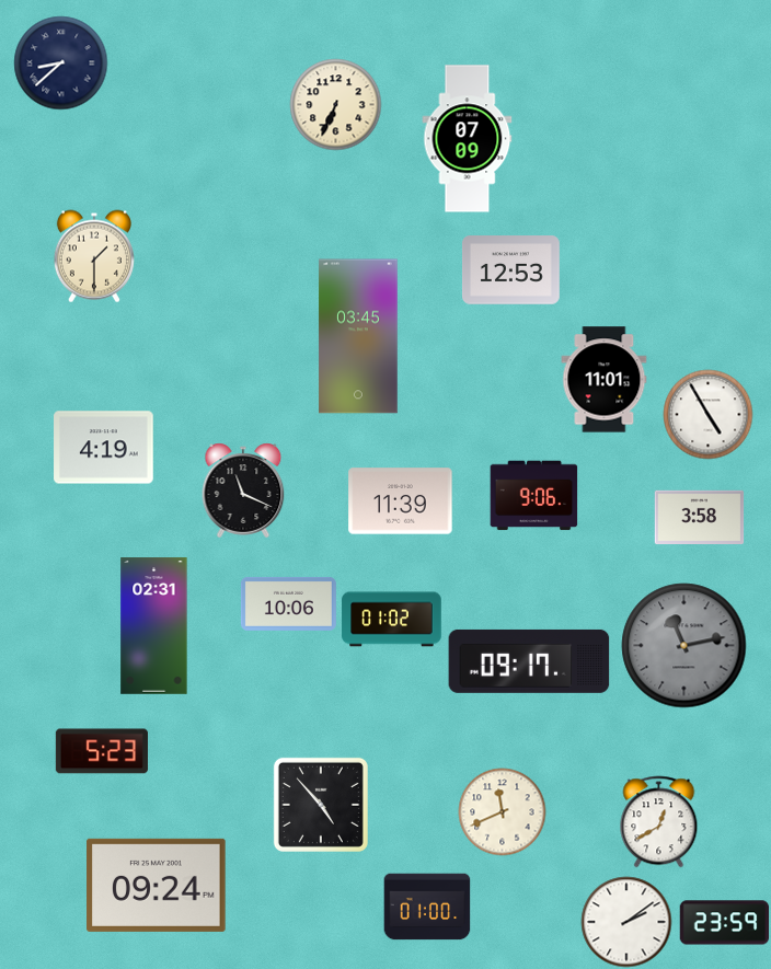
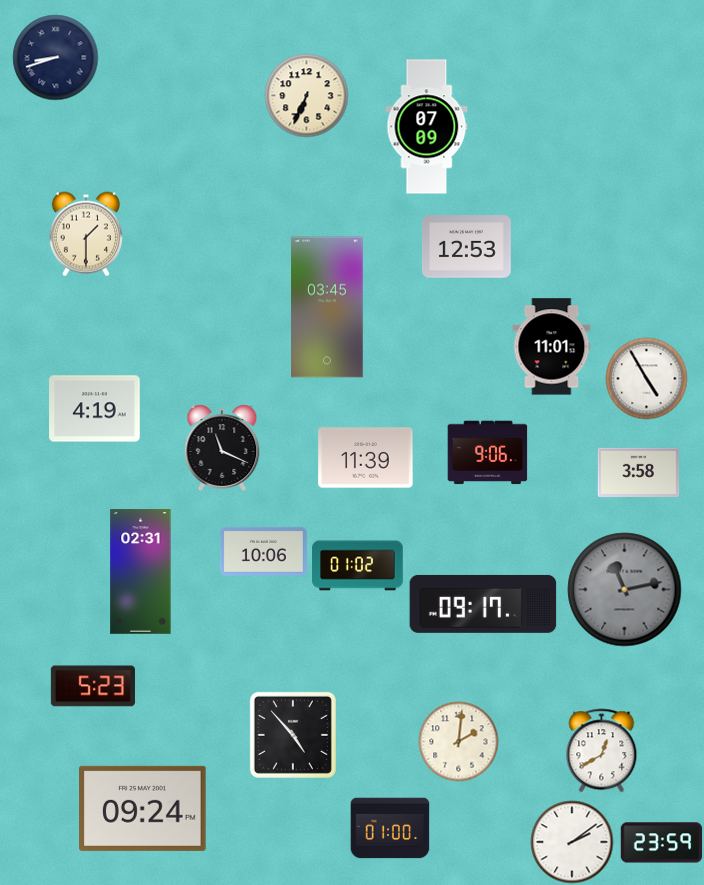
clock at (61, 64): 8:38 -> 8:42
clock at (503, 812): 11:41 -> 2:01
